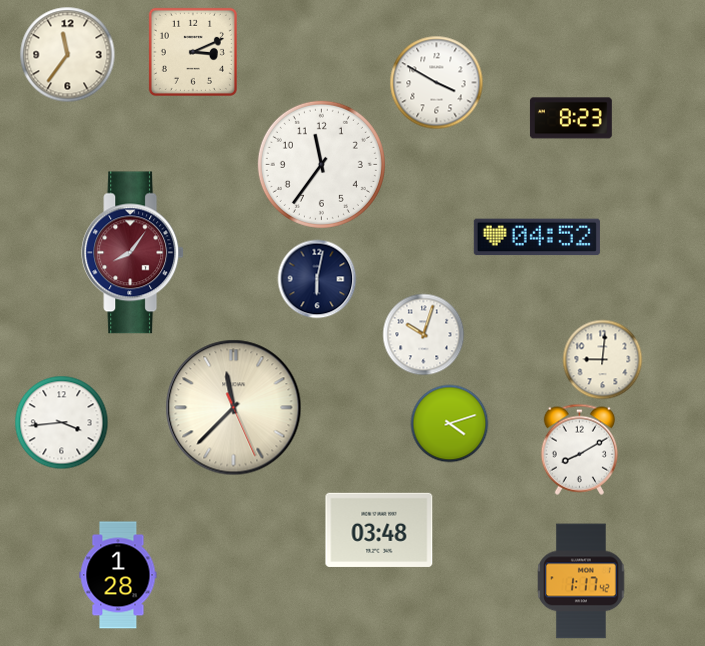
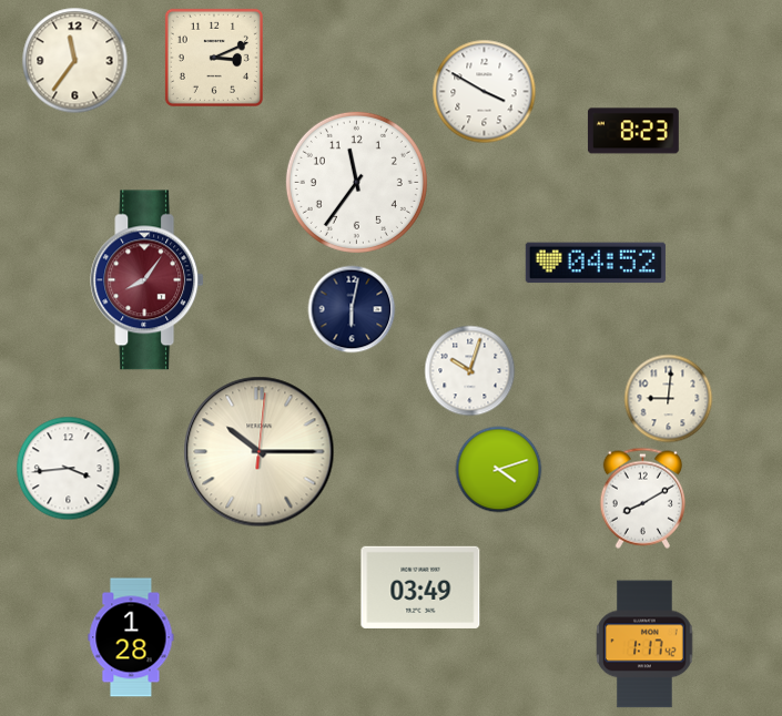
clock at (234, 408): 11:37 -> 10:15
clock at (379, 530): 03:48 -> 03:49
